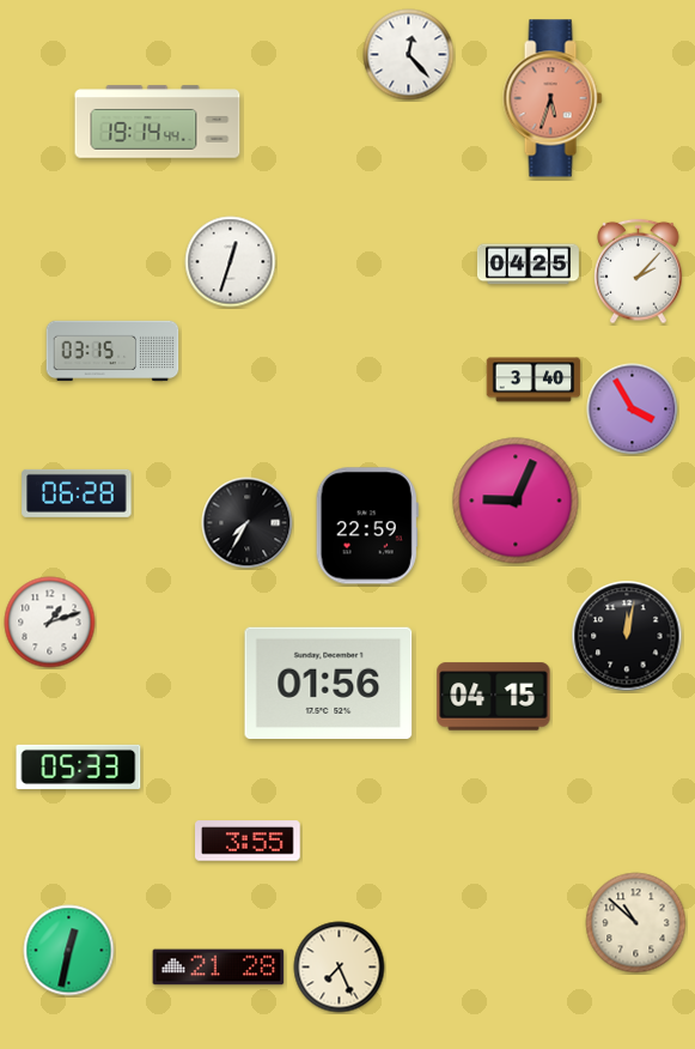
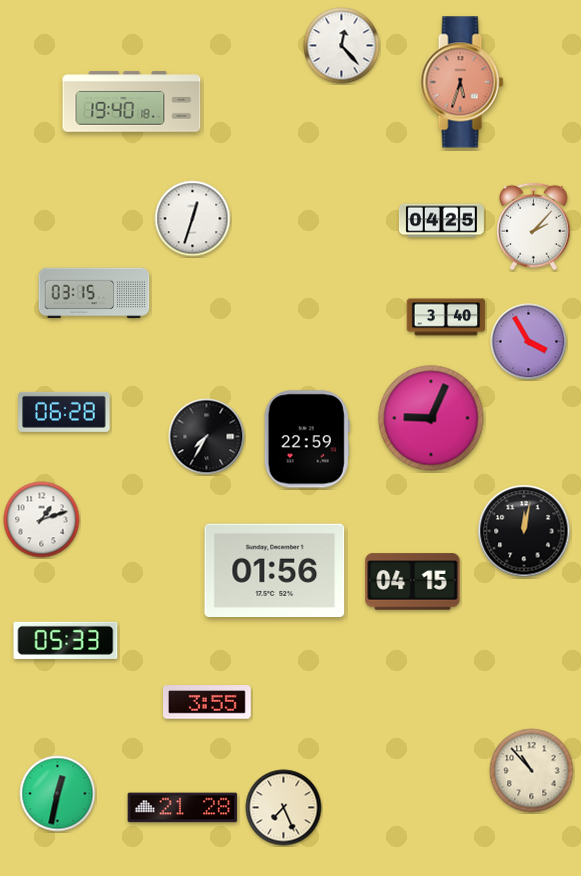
clock at (158, 122): 19:14 -> 19:40
clock at (636, 923): 10:52 -> 10:53
